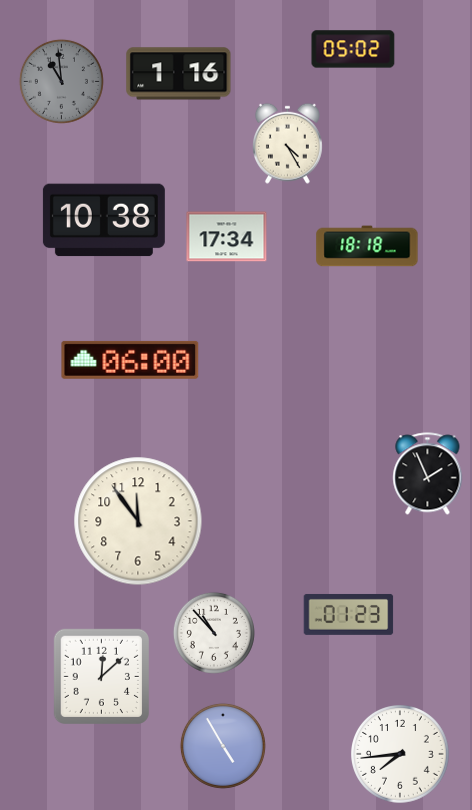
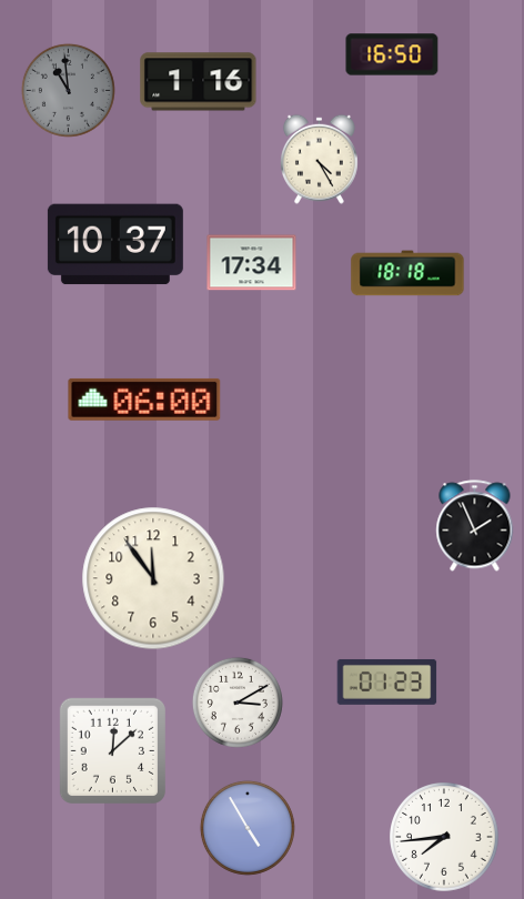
clock at (353, 49): 05:02 -> 16:50
clock at (104, 220): 10:38 -> 10:37
clock at (214, 633): 10:53 -> 3:10
